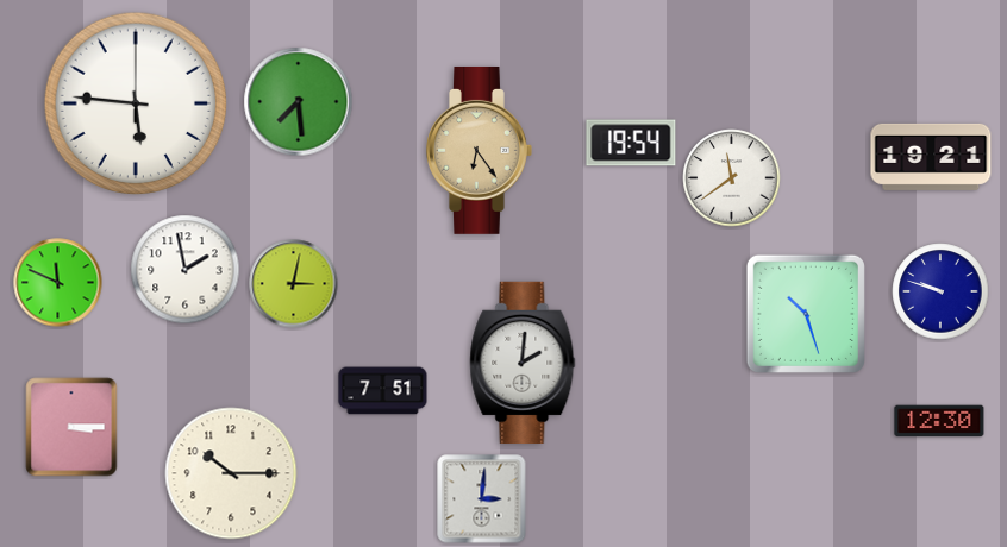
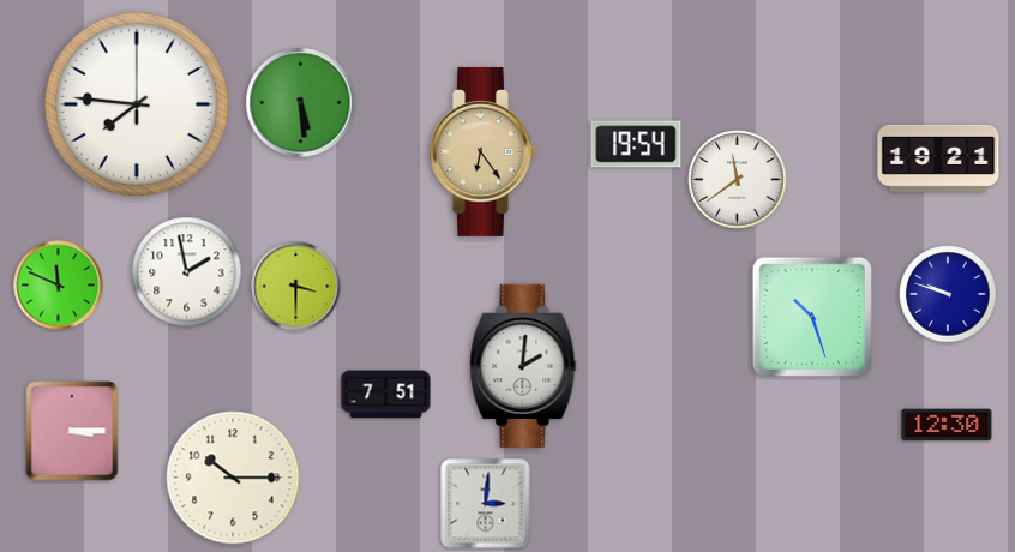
clock at (299, 102): 7:29 -> 5:29
clock at (136, 103): 5:46 -> 7:46
clock at (294, 284): 3:02 -> 3:30
clock at (523, 363) position: (523, 363) -> (523, 366)
